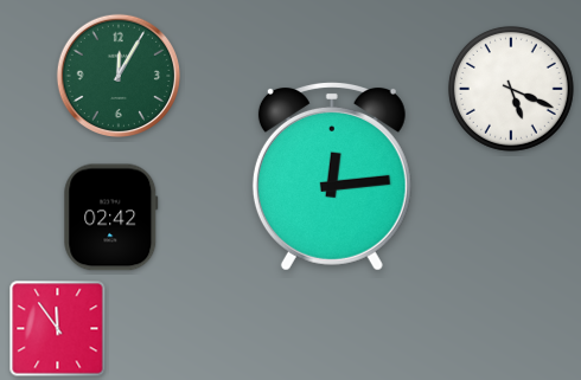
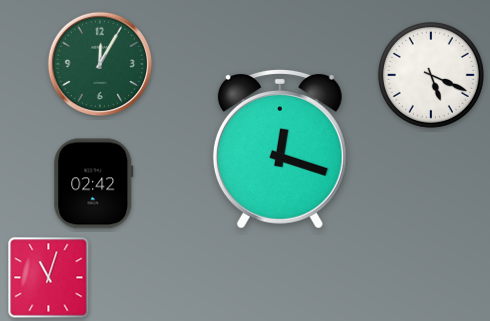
clock at (332, 176): 12:14 -> 12:18
clock at (58, 329): 11:54 -> 11:03
